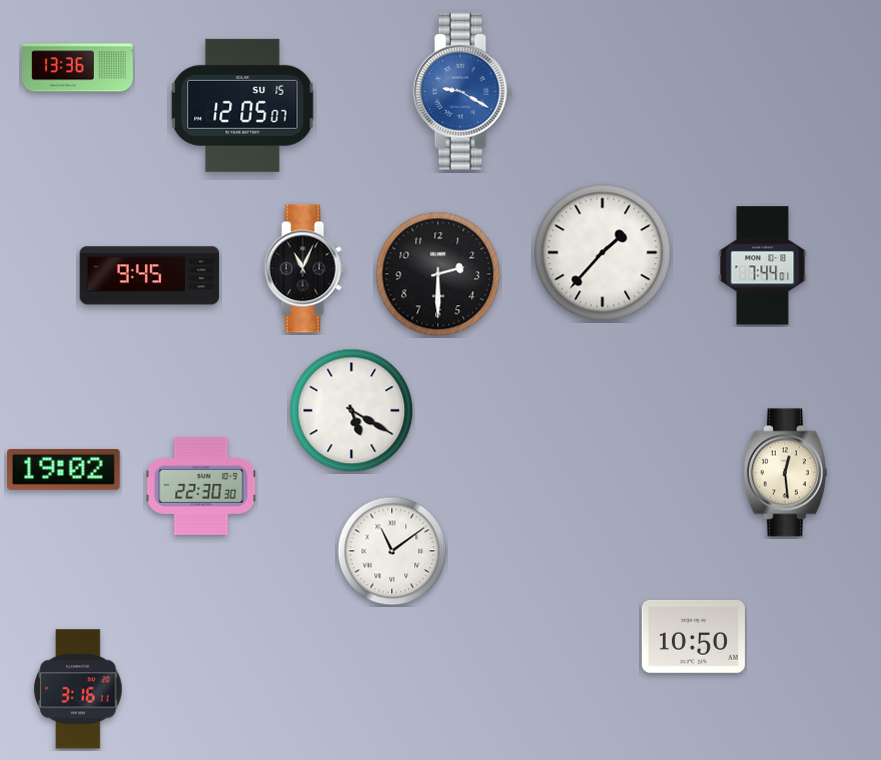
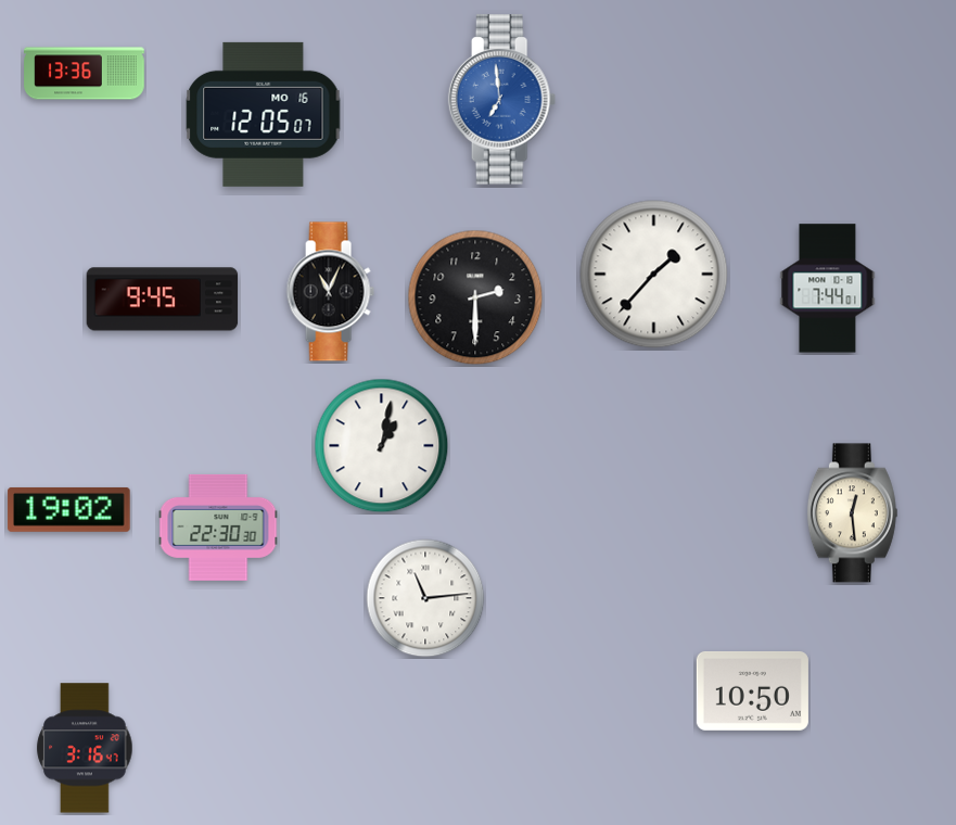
clock at (463, 92): 9:20 -> 6:59
clock at (243, 105) date: SU 15 -> MO 16
clock at (352, 411): 5:20 -> 1:02
clock at (392, 551): 11:09 -> 11:14
clock at (78, 689): 3:16:11 -> 3:16:47
